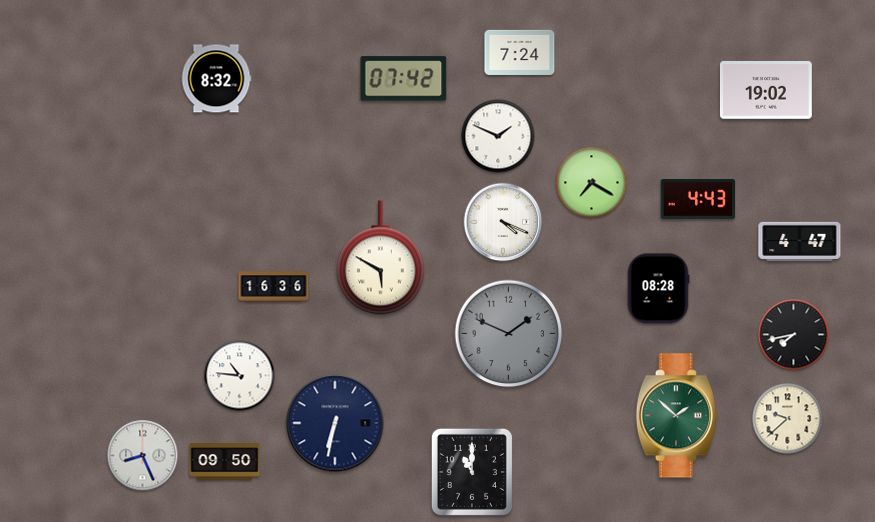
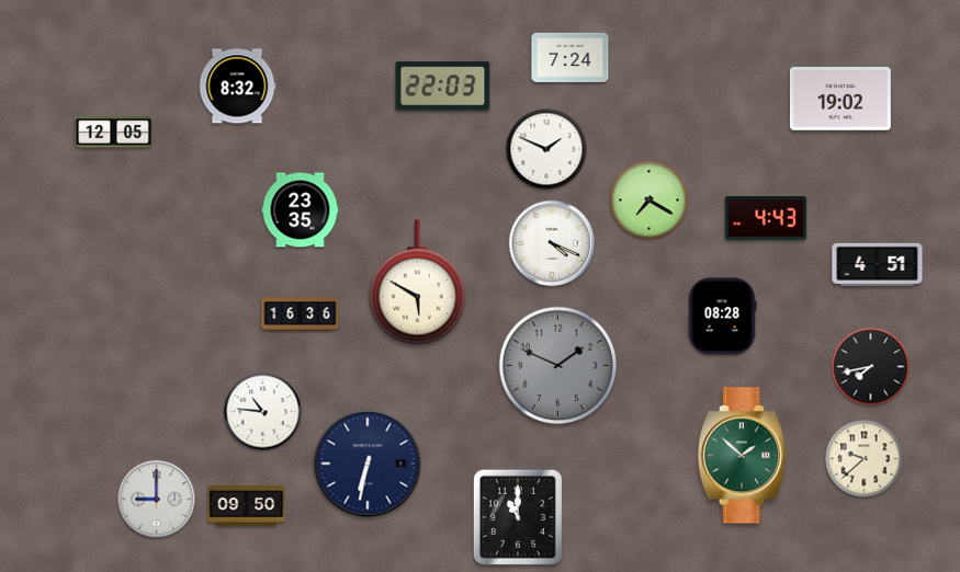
clock at (404, 79): 07:42 -> 22:03
clock at (114, 133): none -> 12:05
clock at (301, 210): none -> 23:35
clock at (800, 241): 4:47 -> 4:51
clock at (143, 456): 8:26 -> 9:00
